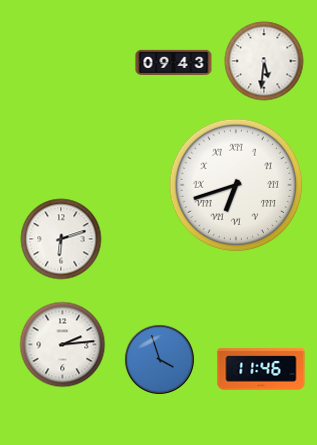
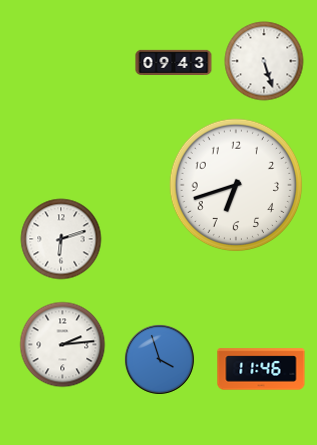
clock at (264, 61): 5:31 -> 5:27
clock at (236, 185) numerals: Roman -> Arabic
